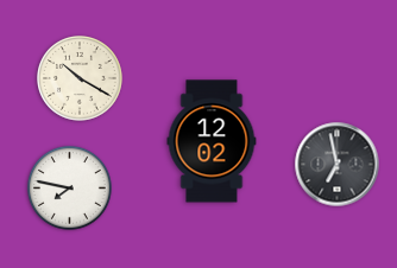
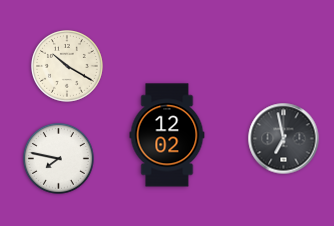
clock at (212, 141) position: (212, 141) -> (167, 135)
